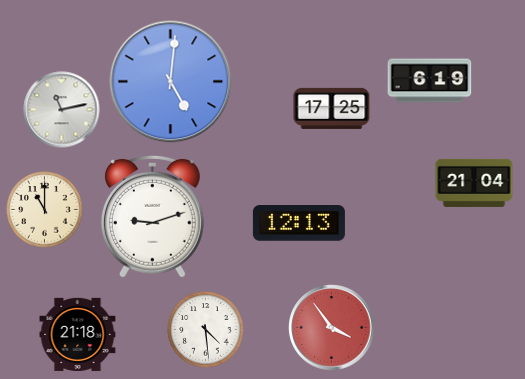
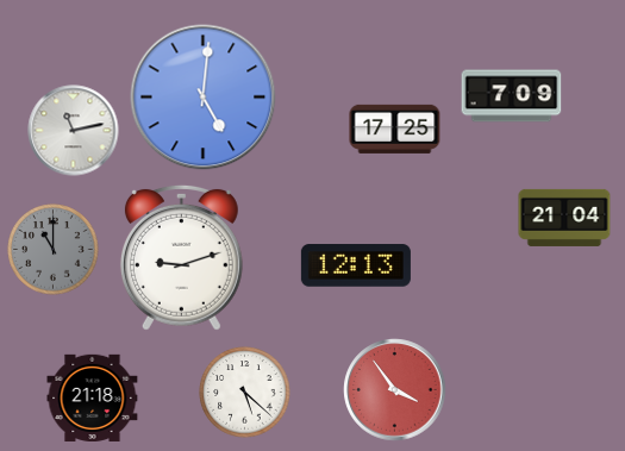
clock at (430, 81): 6:19 -> 7:09
clock at (45, 210) dial: cream -> grey
clock at (206, 330): 4:29 -> 5:22
